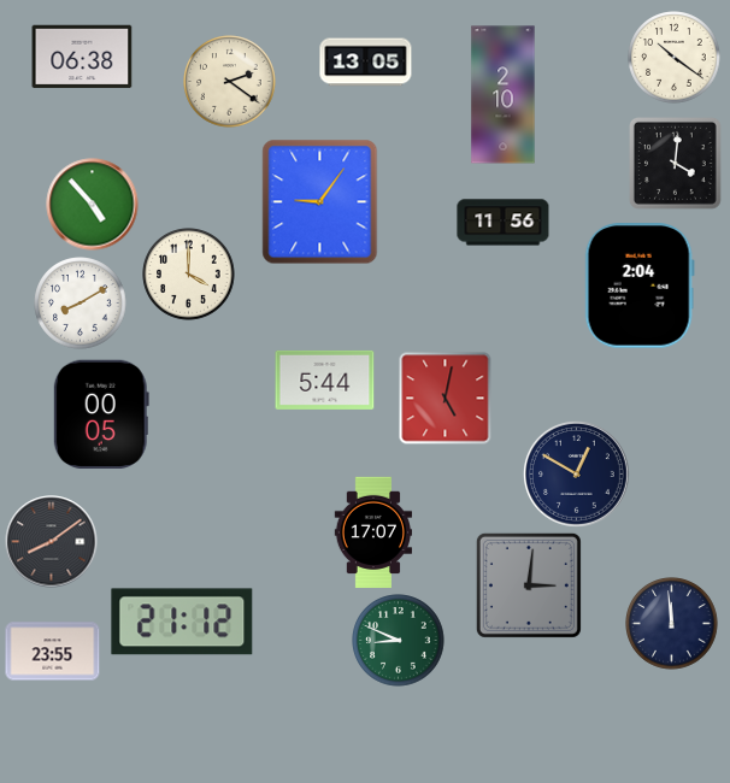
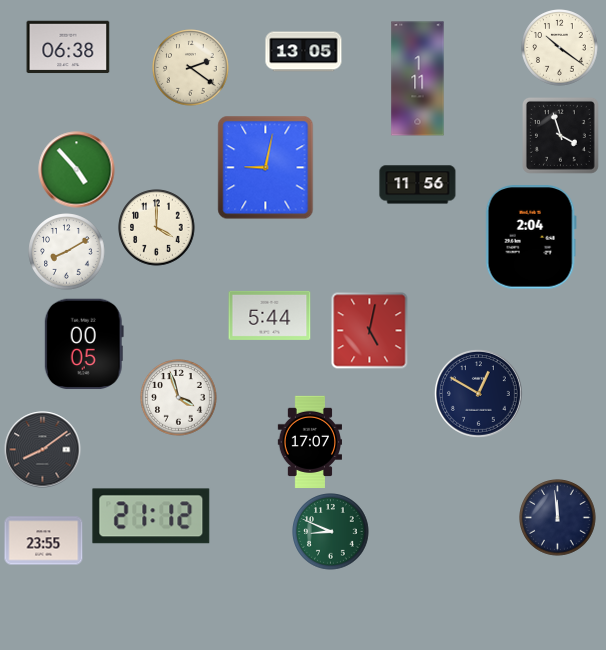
clock at (504, 95): 2:10 -> 1:11
clock at (675, 163): 4:01 -> 3:57
clock at (320, 202): 9:06 -> 9:02
clock at (179, 398): none -> 3:57
clock at (529, 585): 3:01 -> none
